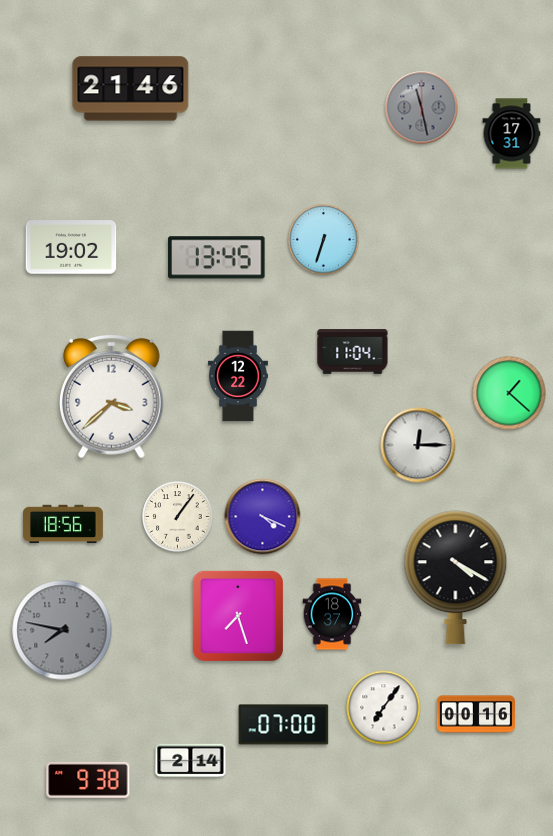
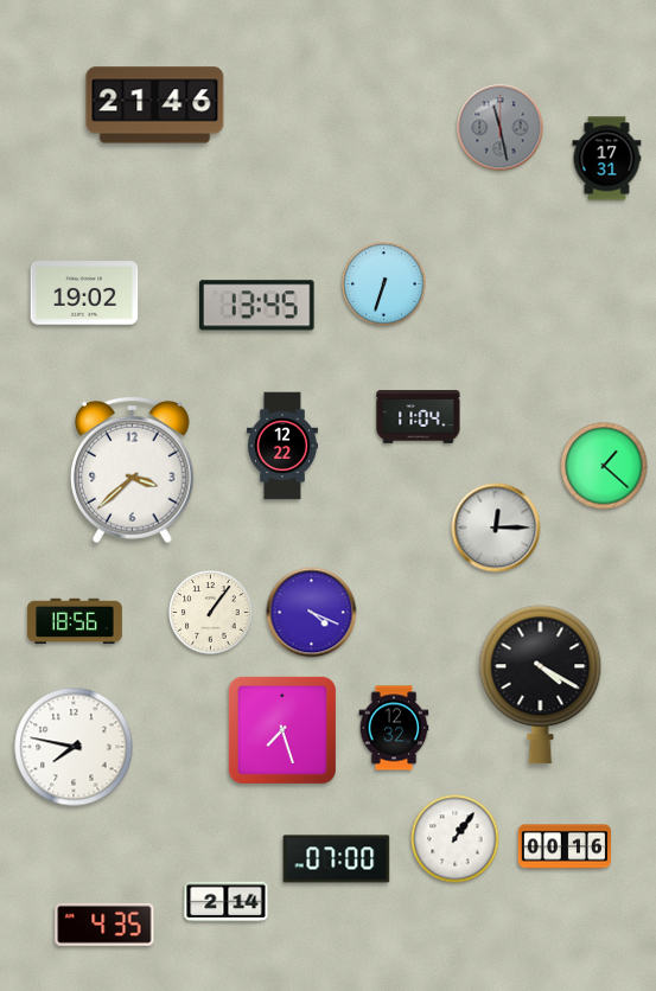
clock at (332, 614): 18:37 -> 12:32
clock at (62, 630) dial: grey -> white
clock at (384, 708): 7:06 -> 1:06
clock at (88, 780): 9:38 -> 4:35
